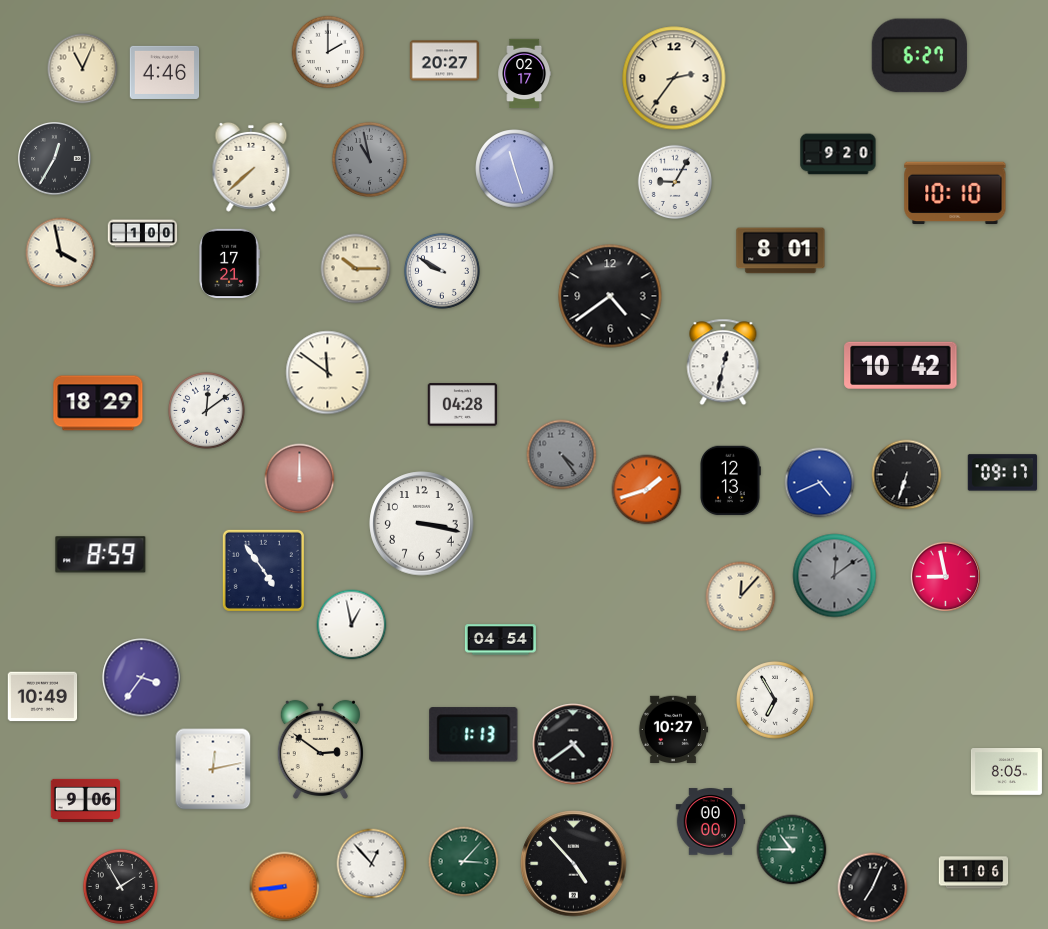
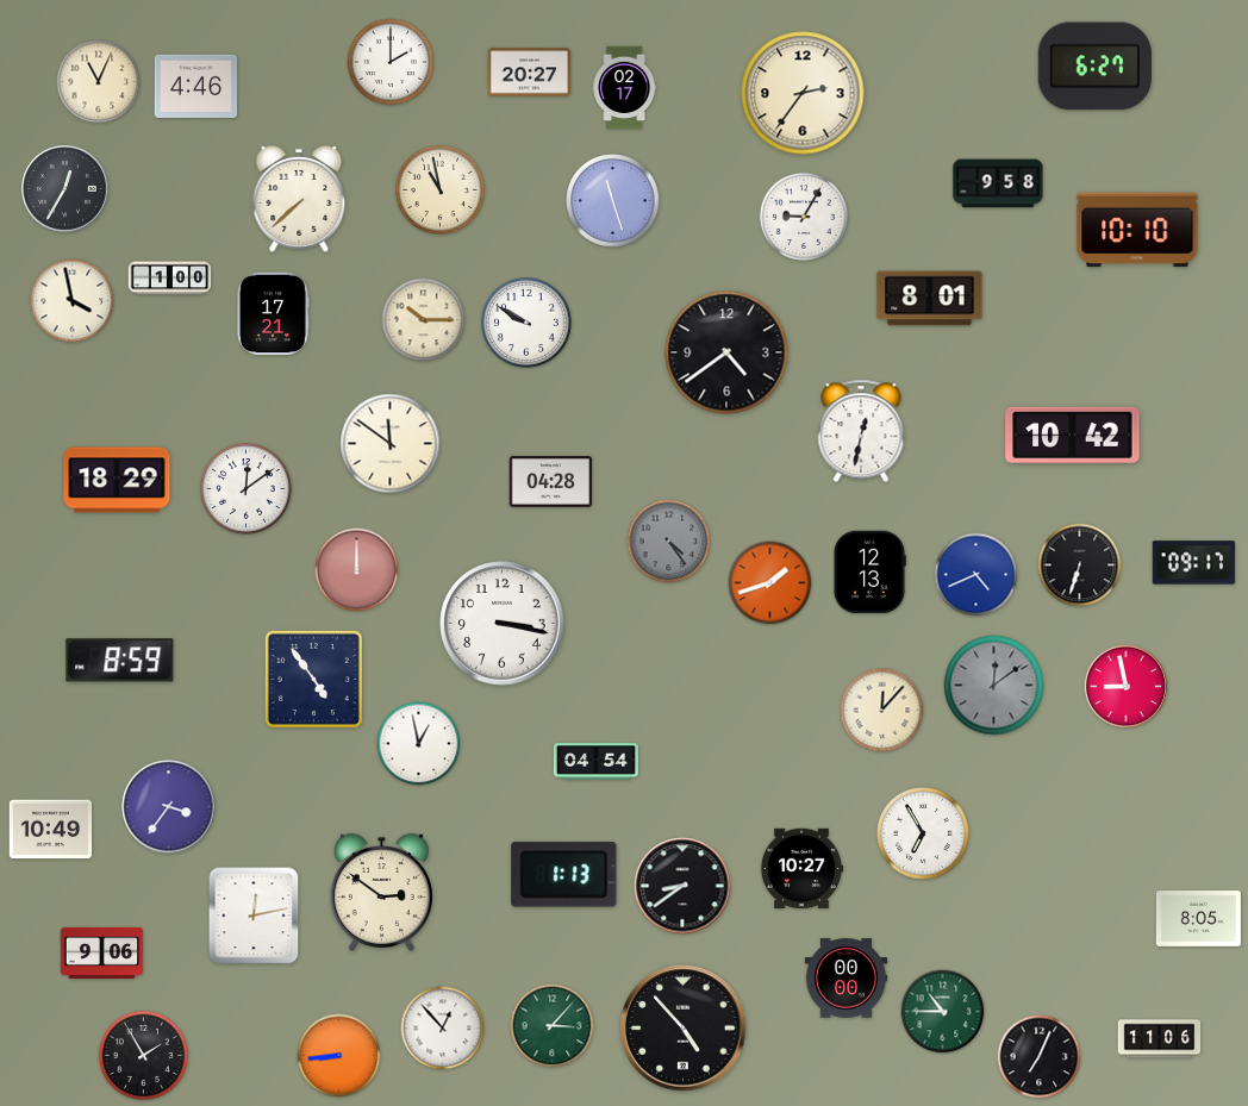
clock at (838, 154): 9:20 -> 9:58
clock at (369, 159) dial: grey -> cream
clock at (573, 744): 4:39 -> 8:39
